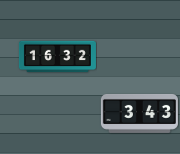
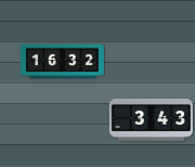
clock at (139, 113) position: (139, 113) -> (151, 119)
